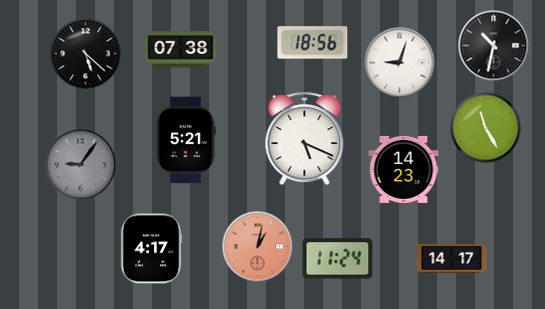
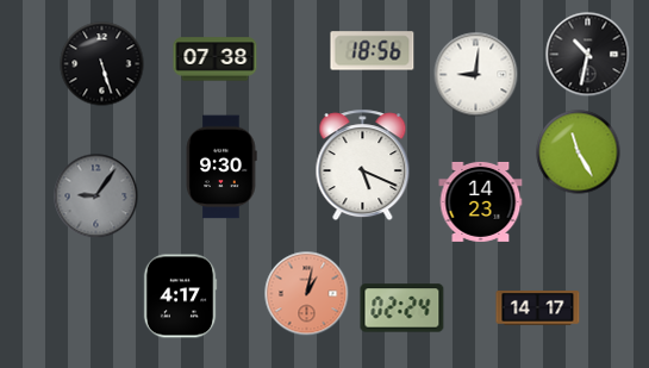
clock at (86, 54): 5:22 -> 5:27
clock at (400, 63): 9:03 -> 9:01
clock at (186, 140): 5:21 -> 9:30
clock at (338, 259): 11:24 -> 02:24
